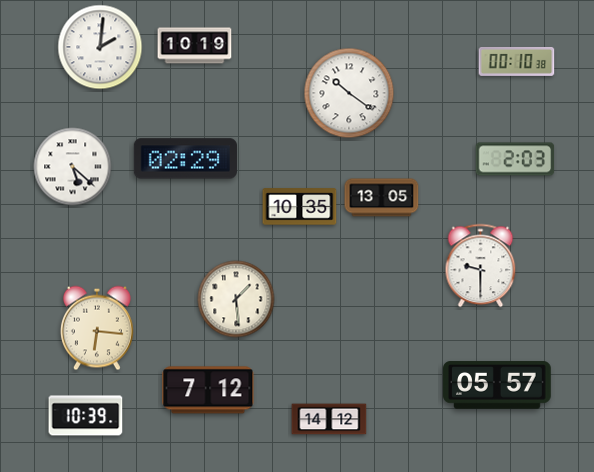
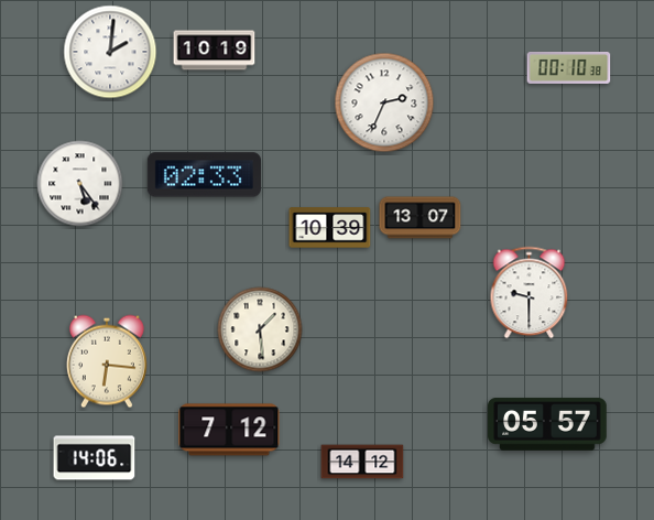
clock at (349, 93): 10:21 -> 2:34
clock at (185, 159): 02:29 -> 02:33
clock at (515, 159): 2:03 -> none
clock at (73, 167): 5:22 -> 5:24
clock at (382, 198): 13:05 -> 13:07
clock at (300, 207): 10:35 -> 10:39
clock at (86, 416): 10:39 -> 14:06
